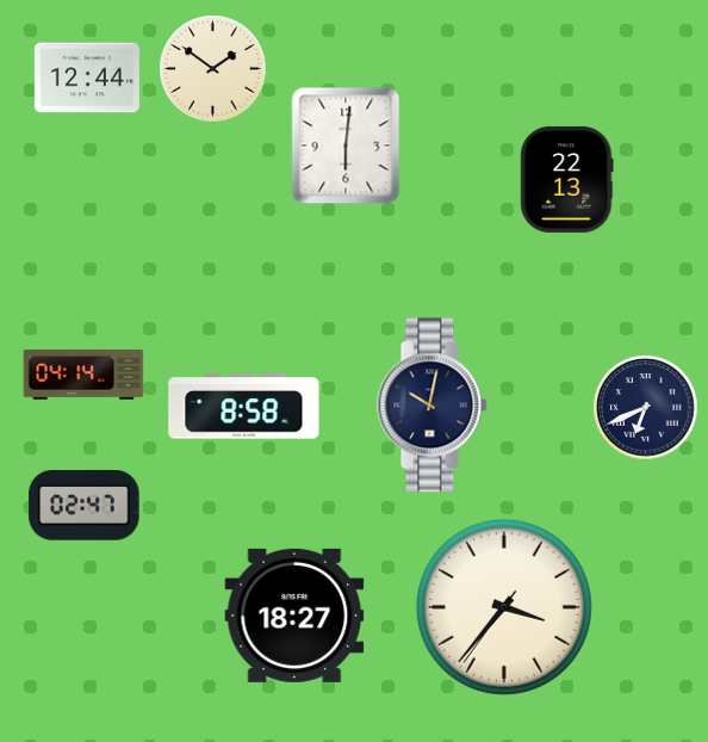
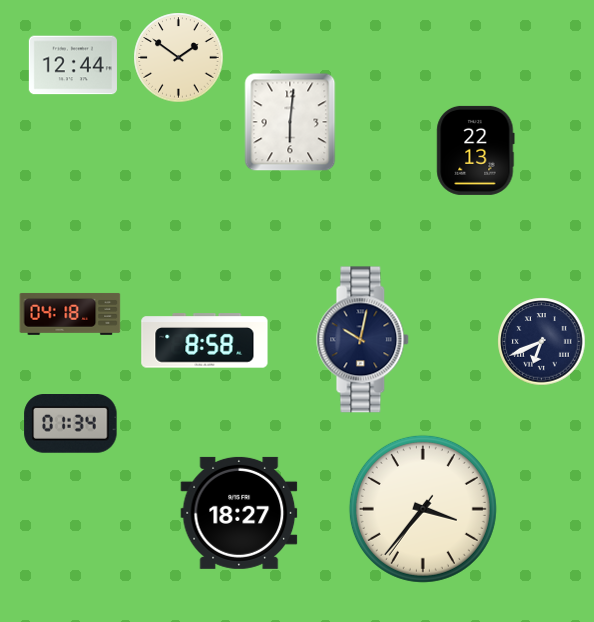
clock at (83, 375): 04:14 -> 04:18
clock at (85, 506): 02:47 -> 01:34
clock at (294, 616) position: (294, 616) -> (239, 513)
